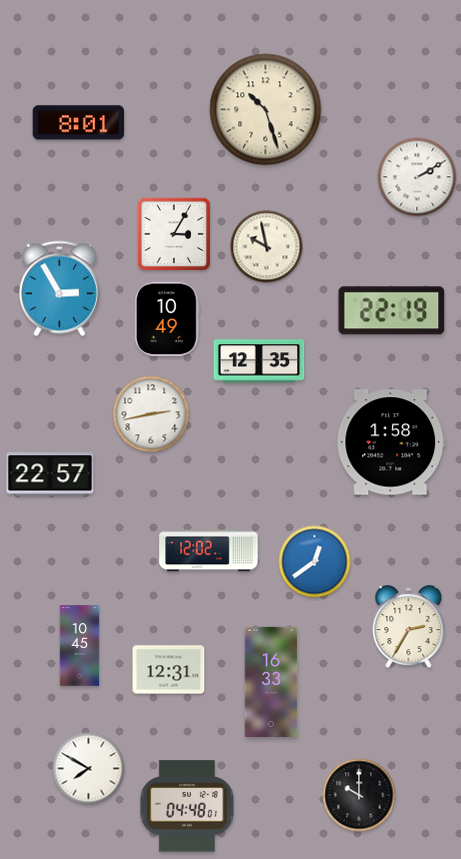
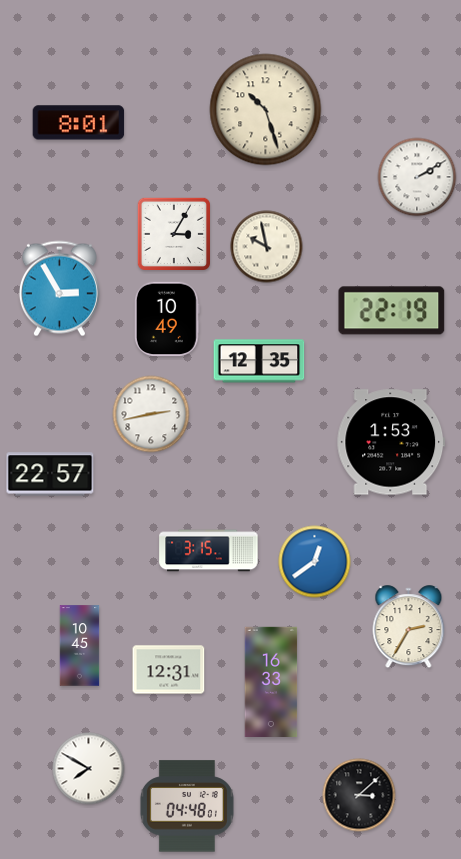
clock at (391, 442): 1:58 -> 1:53
clock at (209, 551): 12:02 -> 3:15
clock at (359, 795): 10:00 -> 3:08
